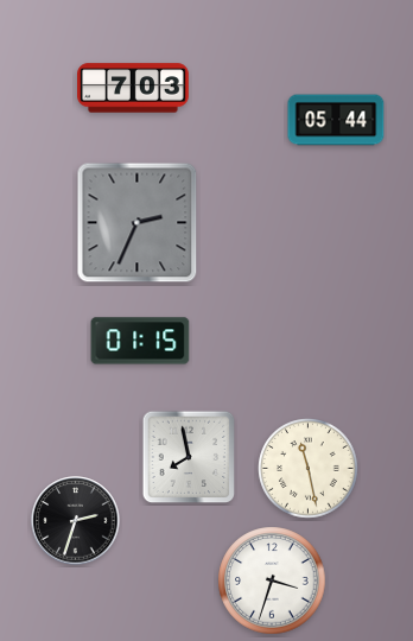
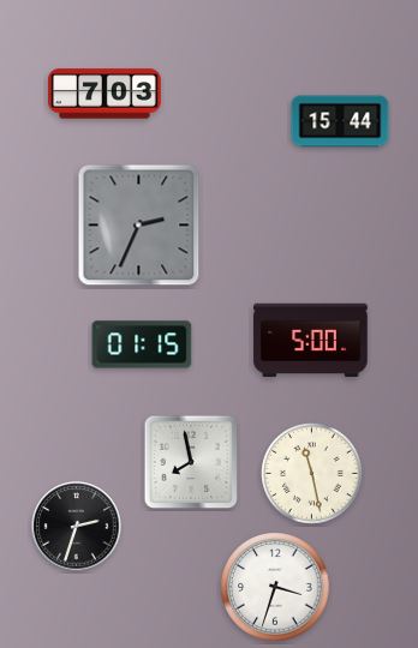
clock at (133, 88) position: (133, 88) -> (104, 94)
clock at (336, 120): 05:44 -> 15:44
clock at (311, 341): none -> 5:00
